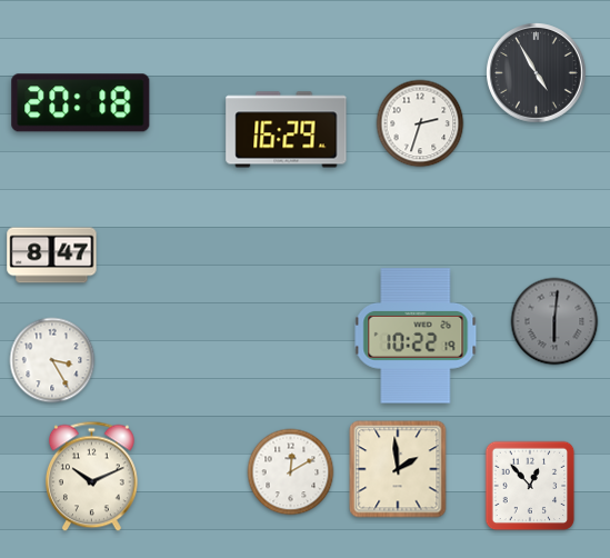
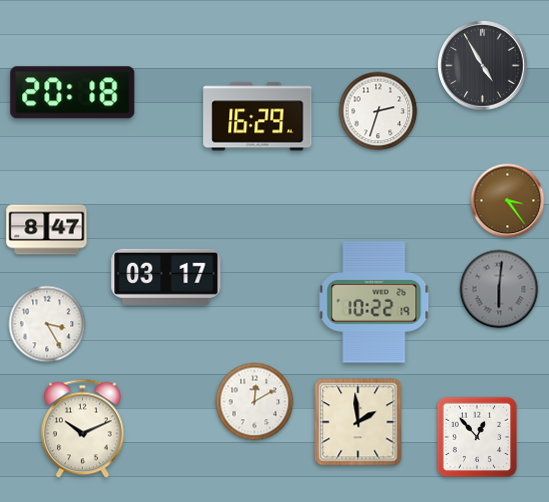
clock at (508, 201): none -> 3:24
clock at (166, 277): none -> 03:17
clock at (291, 472) position: (291, 472) -> (255, 402)
